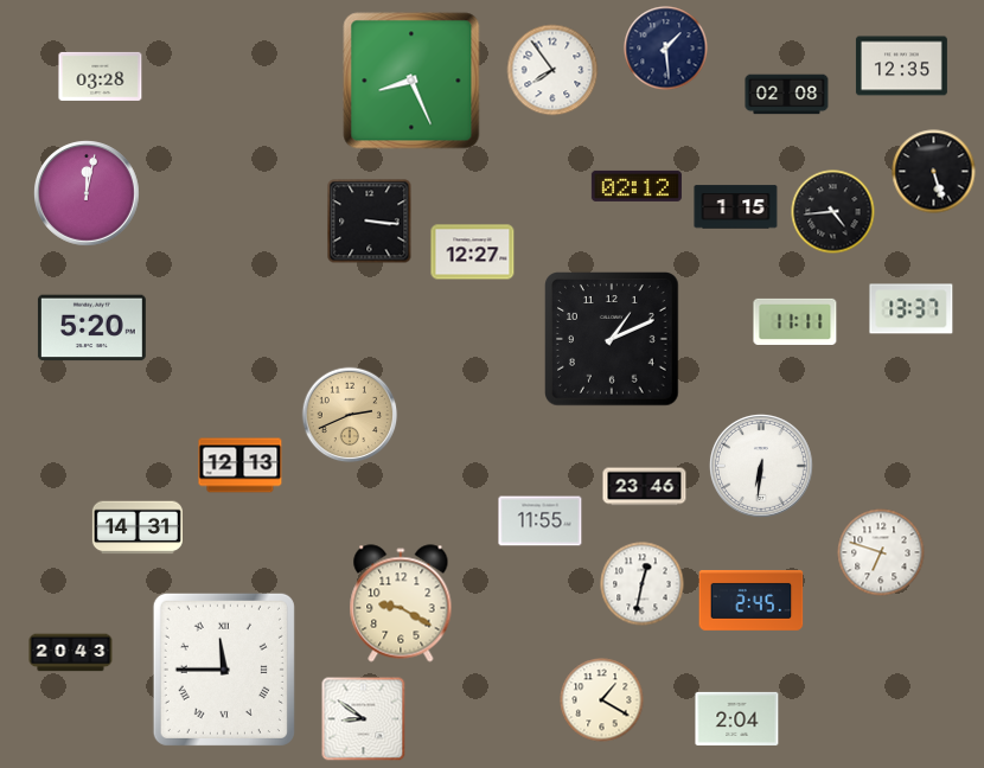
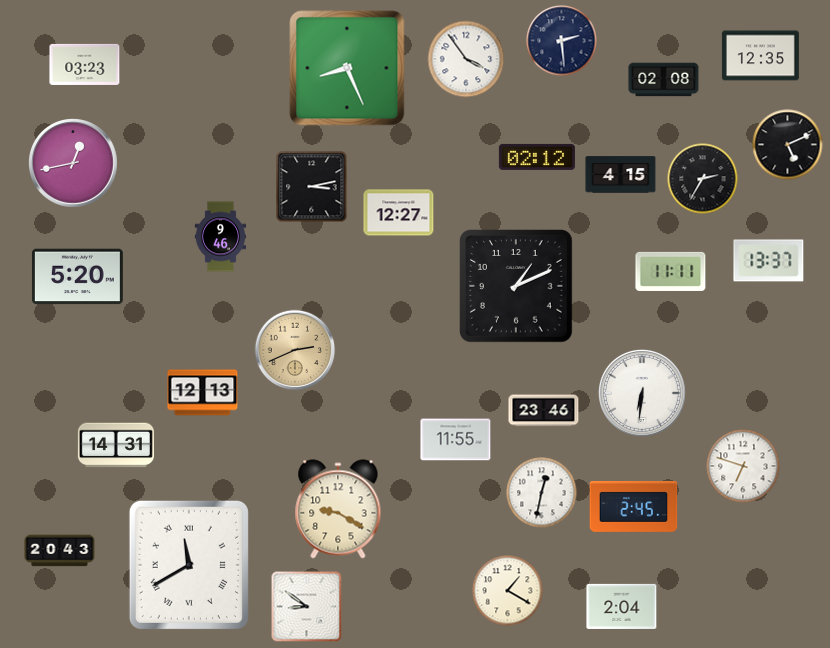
clock at (666, 49): 1:29 -> 2:29
clock at (552, 70): 7:54 -> 3:54
clock at (101, 76): 03:28 -> 03:23
clock at (934, 172): 5:27 -> 5:11
clock at (88, 194): 12:02 -> 12:43
clock at (736, 207): 1:15 -> 4:15
clock at (833, 212): 4:44 -> 2:35
clock at (370, 222): 3:16 -> 3:13
clock at (221, 237): none -> 9:46
clock at (224, 670): 11:45 -> 11:40
